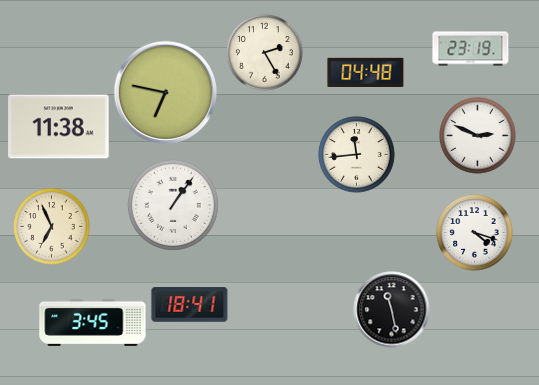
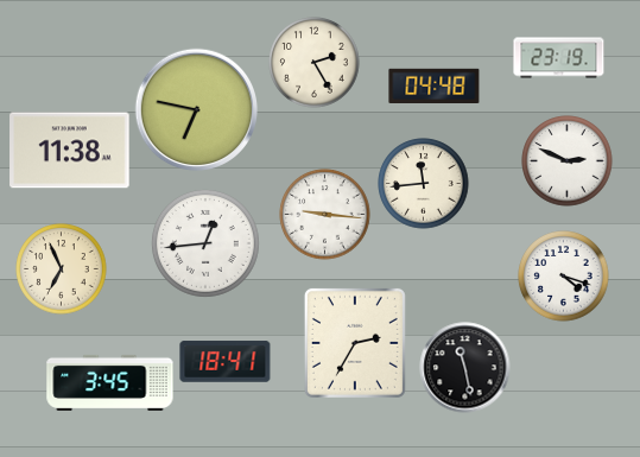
clock at (325, 215): none -> 9:16
clock at (173, 205): 1:06 -> 12:44
clock at (355, 343): none -> 2:35
